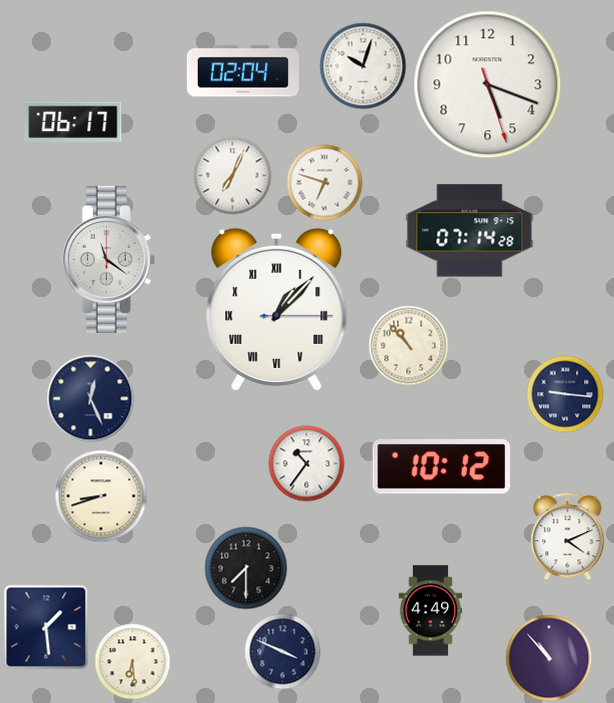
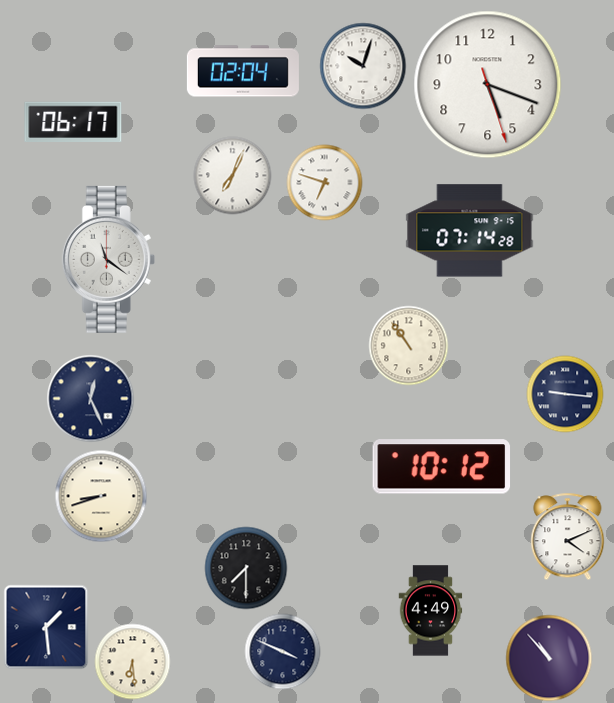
clock at (277, 309): 1:07 -> none
clock at (409, 346): 10:53 -> 10:54
clock at (307, 464): 10:36 -> none
